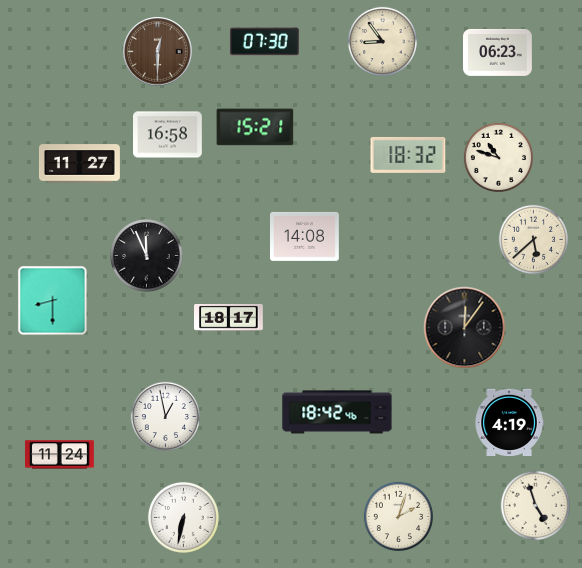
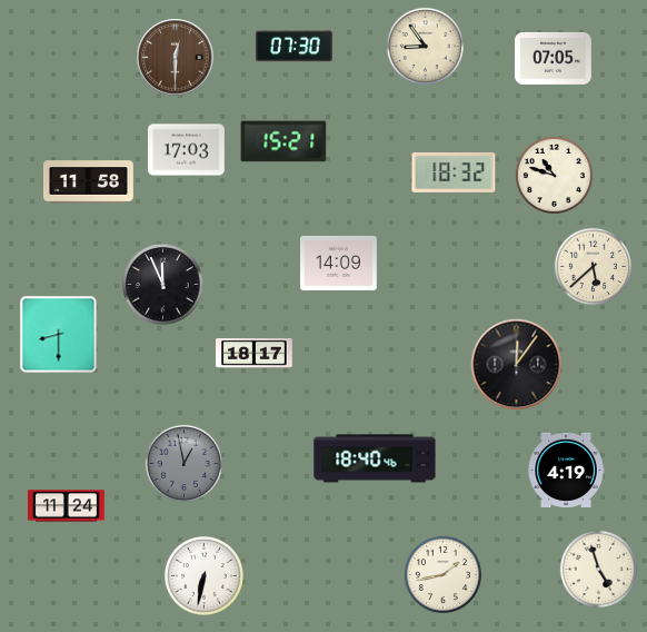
clock at (498, 52): 06:23 -> 07:05
clock at (168, 135): 16:58 -> 17:03
clock at (79, 164): 11:27 -> 11:58
clock at (305, 236): 14:08 -> 14:09
clock at (337, 412): 18:42 -> 18:40
clock at (165, 416) dial: white -> grey
clock at (535, 505) position: (535, 505) -> (598, 569)
clock at (398, 516): 2:03 -> 1:43
